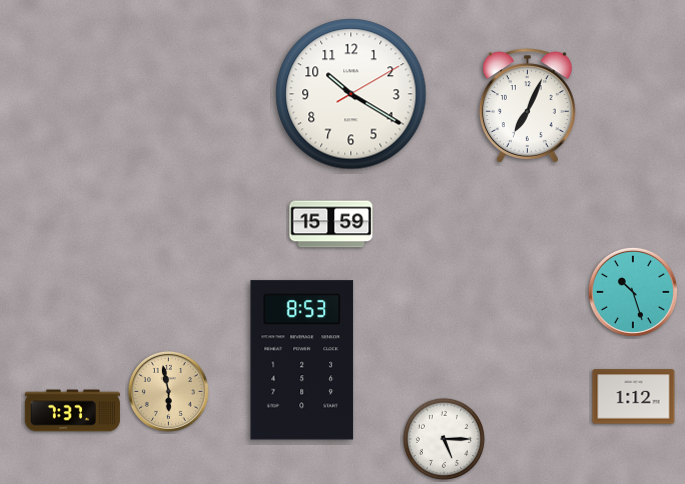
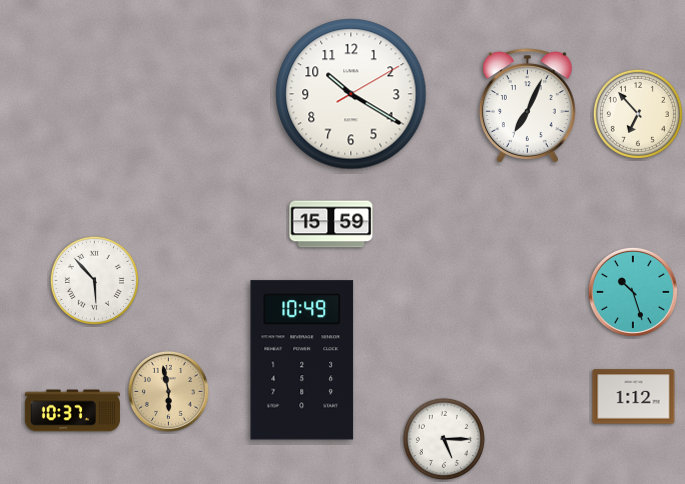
clock at (638, 114): none -> 6:53
clock at (94, 280): none -> 5:53
clock at (302, 360): 8:53 -> 10:49
clock at (72, 411): 7:37 -> 10:37
